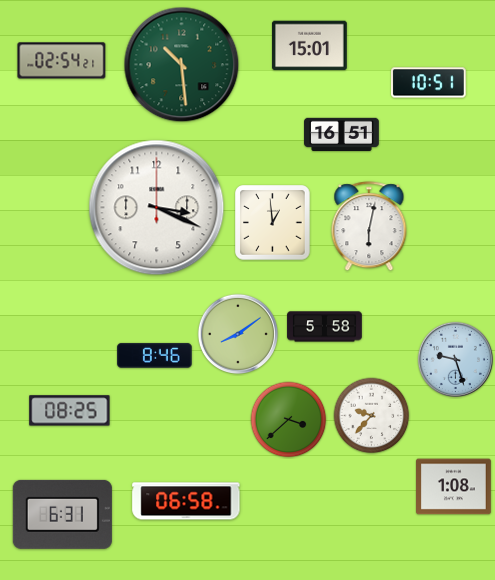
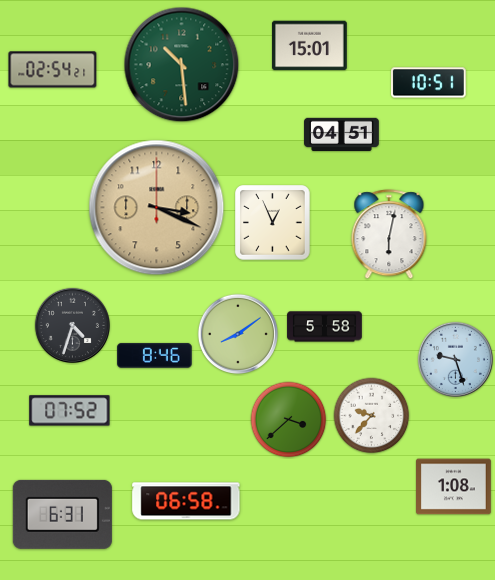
clock at (62, 61) position: (62, 61) -> (53, 70)
clock at (342, 134): 16:51 -> 04:51
clock at (157, 208) dial: white -> champagne
clock at (273, 223): 12:59 -> 12:56
clock at (369, 227) position: (369, 227) -> (389, 235)
clock at (72, 325): none -> 4:33
clock at (70, 411): 08:25 -> 07:52
